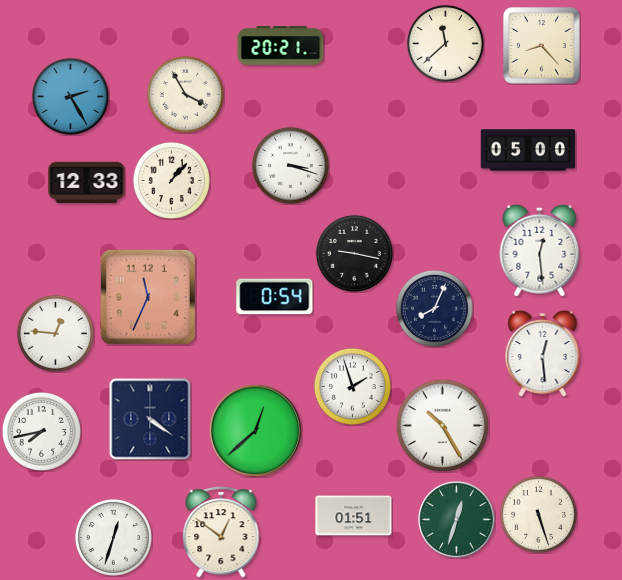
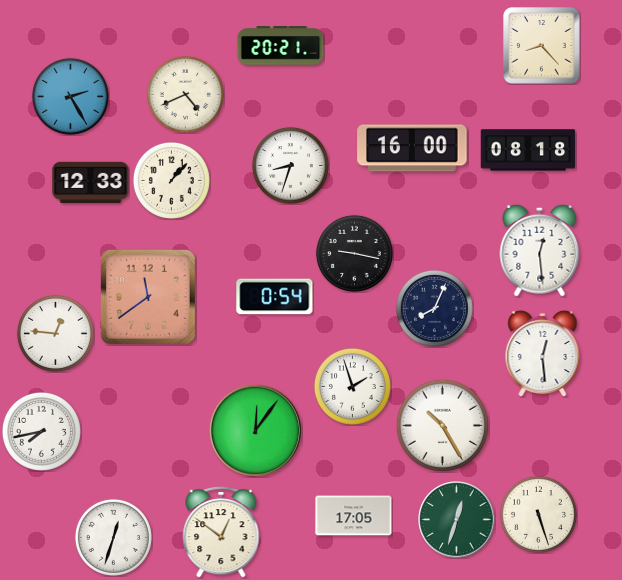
clock at (445, 43): 11:38 -> none
clock at (185, 94): 3:55 -> 4:41
clock at (412, 148): none -> 16:00
clock at (528, 150): 05:00 -> 08:18
clock at (290, 165): 3:18 -> 8:33
clock at (87, 183) position: (87, 183) -> (91, 183)
clock at (148, 297): 11:34 -> 11:39
clock at (150, 419): 4:21 -> none
clock at (255, 430): 12:38 -> 12:06
clock at (354, 516): 01:51 -> 17:05
